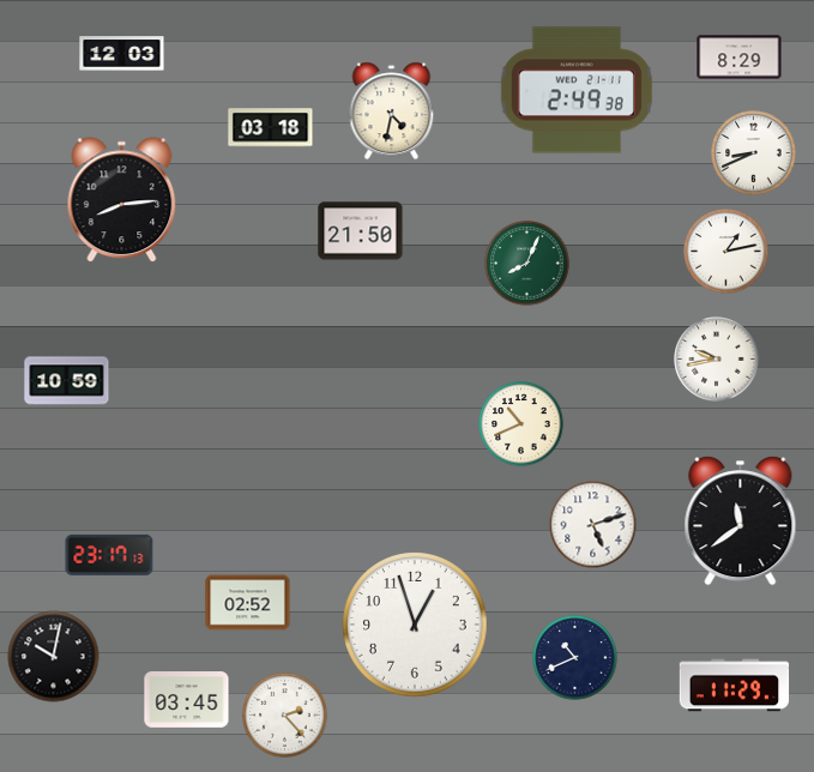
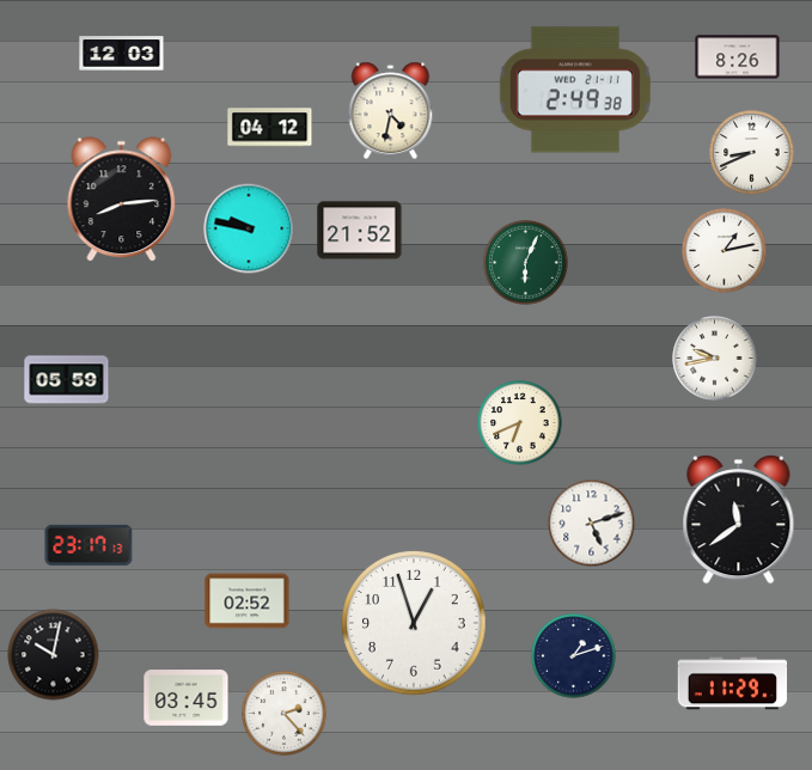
clock at (740, 58): 8:29 -> 8:26
clock at (271, 128): 03:18 -> 04:12
clock at (249, 228): none -> 9:47
clock at (361, 231): 21:50 -> 21:52
clock at (527, 264): 8:04 -> 6:04
clock at (67, 381): 10:59 -> 05:59
clock at (521, 424): 10:41 -> 6:41
clock at (109, 555) position: (109, 555) -> (88, 545)
clock at (575, 658): 10:41 -> 1:12
